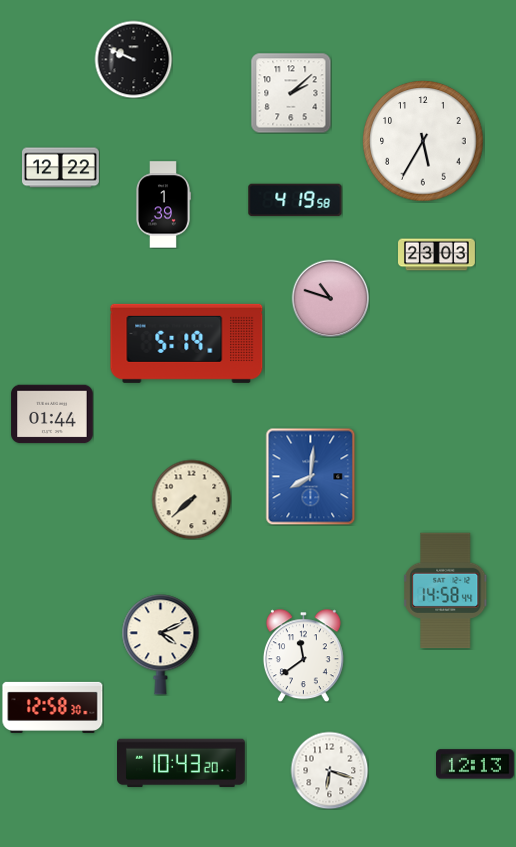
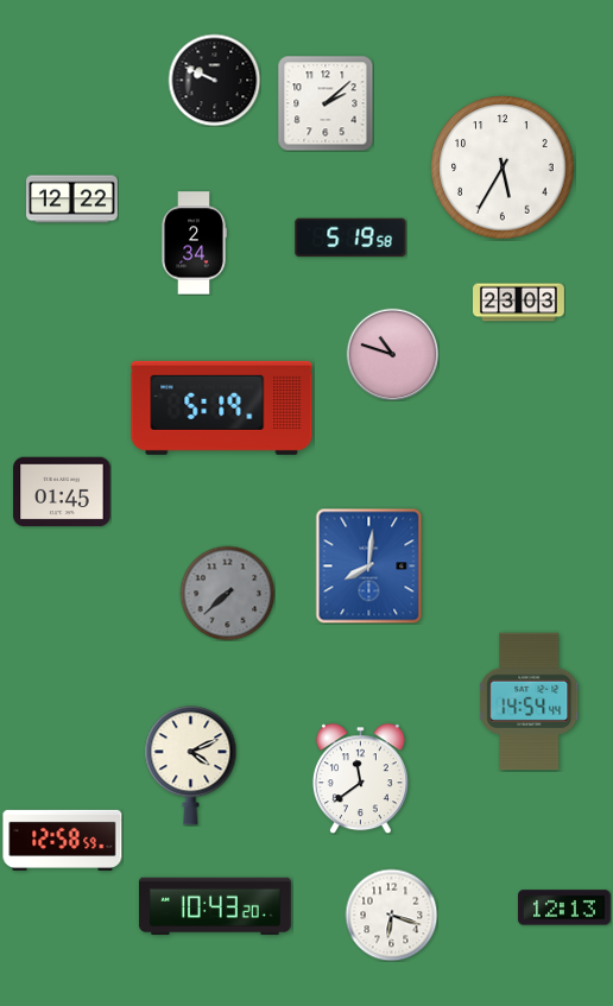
clock at (133, 59) position: (133, 59) -> (214, 80)
clock at (291, 93) position: (291, 93) -> (326, 103)
clock at (295, 200): 4:19 -> 5:19
clock at (163, 205): 1:39 -> 2:34
clock at (52, 414): 01:44 -> 01:45
clock at (191, 499) dial: cream -> grey
clock at (446, 591): 14:58 -> 14:54
clock at (53, 707): 12:58:30 -> 12:58:59
